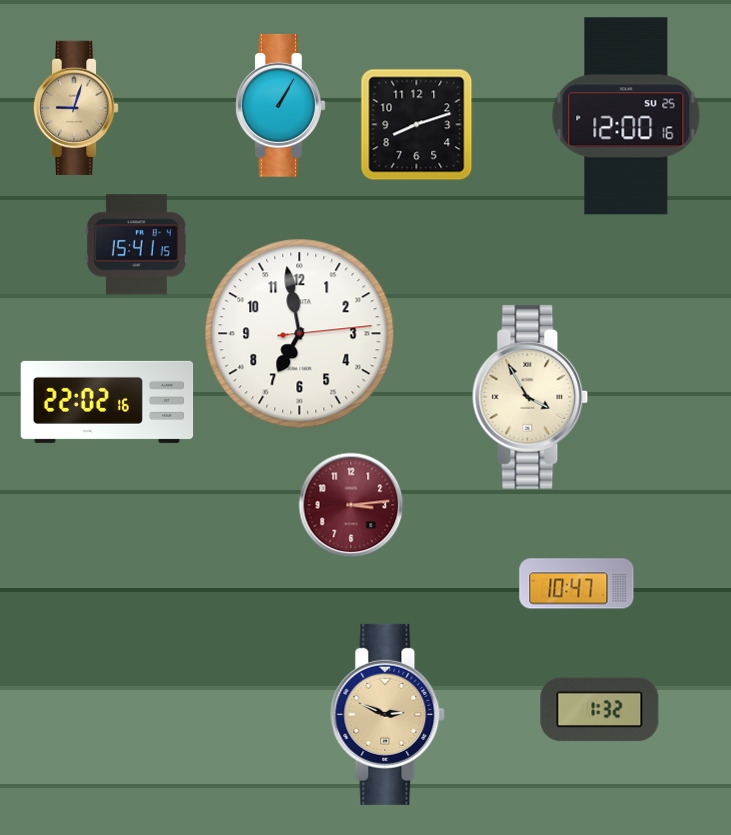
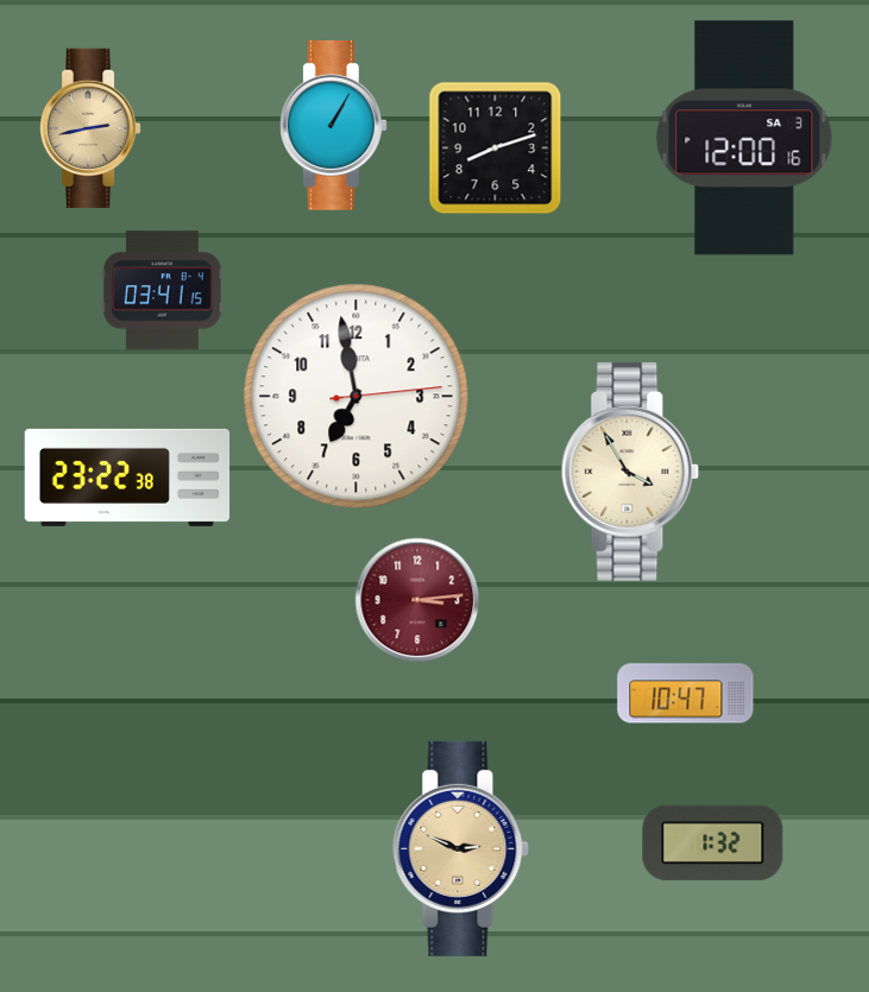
clock at (76, 107): 9:03 -> 2:43
clock at (626, 116) date: SU 25 -> SA 3
clock at (136, 245): 15:41 -> 03:41
clock at (107, 402): 22:02 -> 23:22
